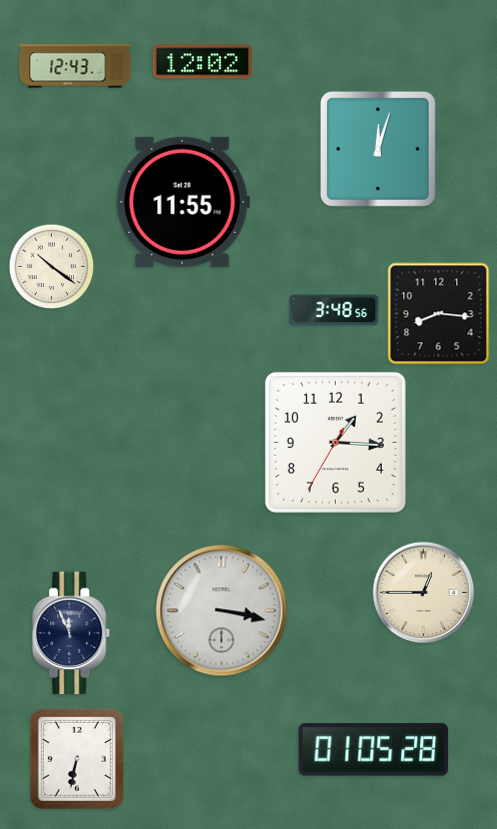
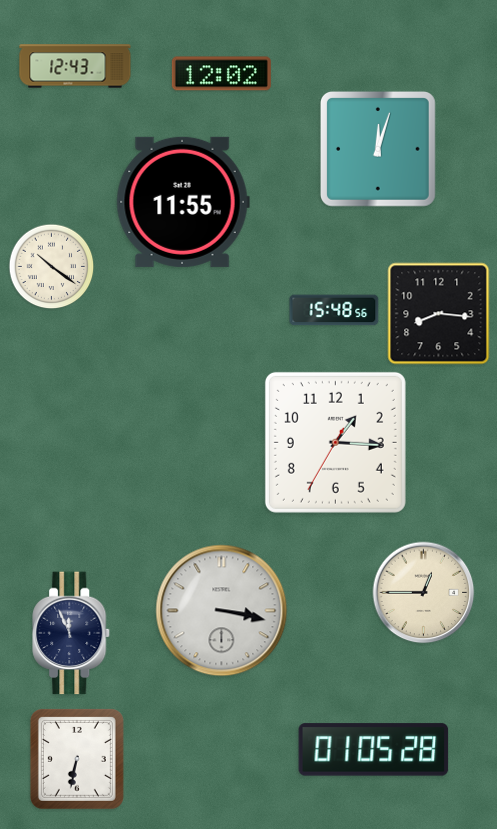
clock at (202, 62) position: (202, 62) -> (221, 74)
clock at (334, 310): 3:48 -> 15:48
